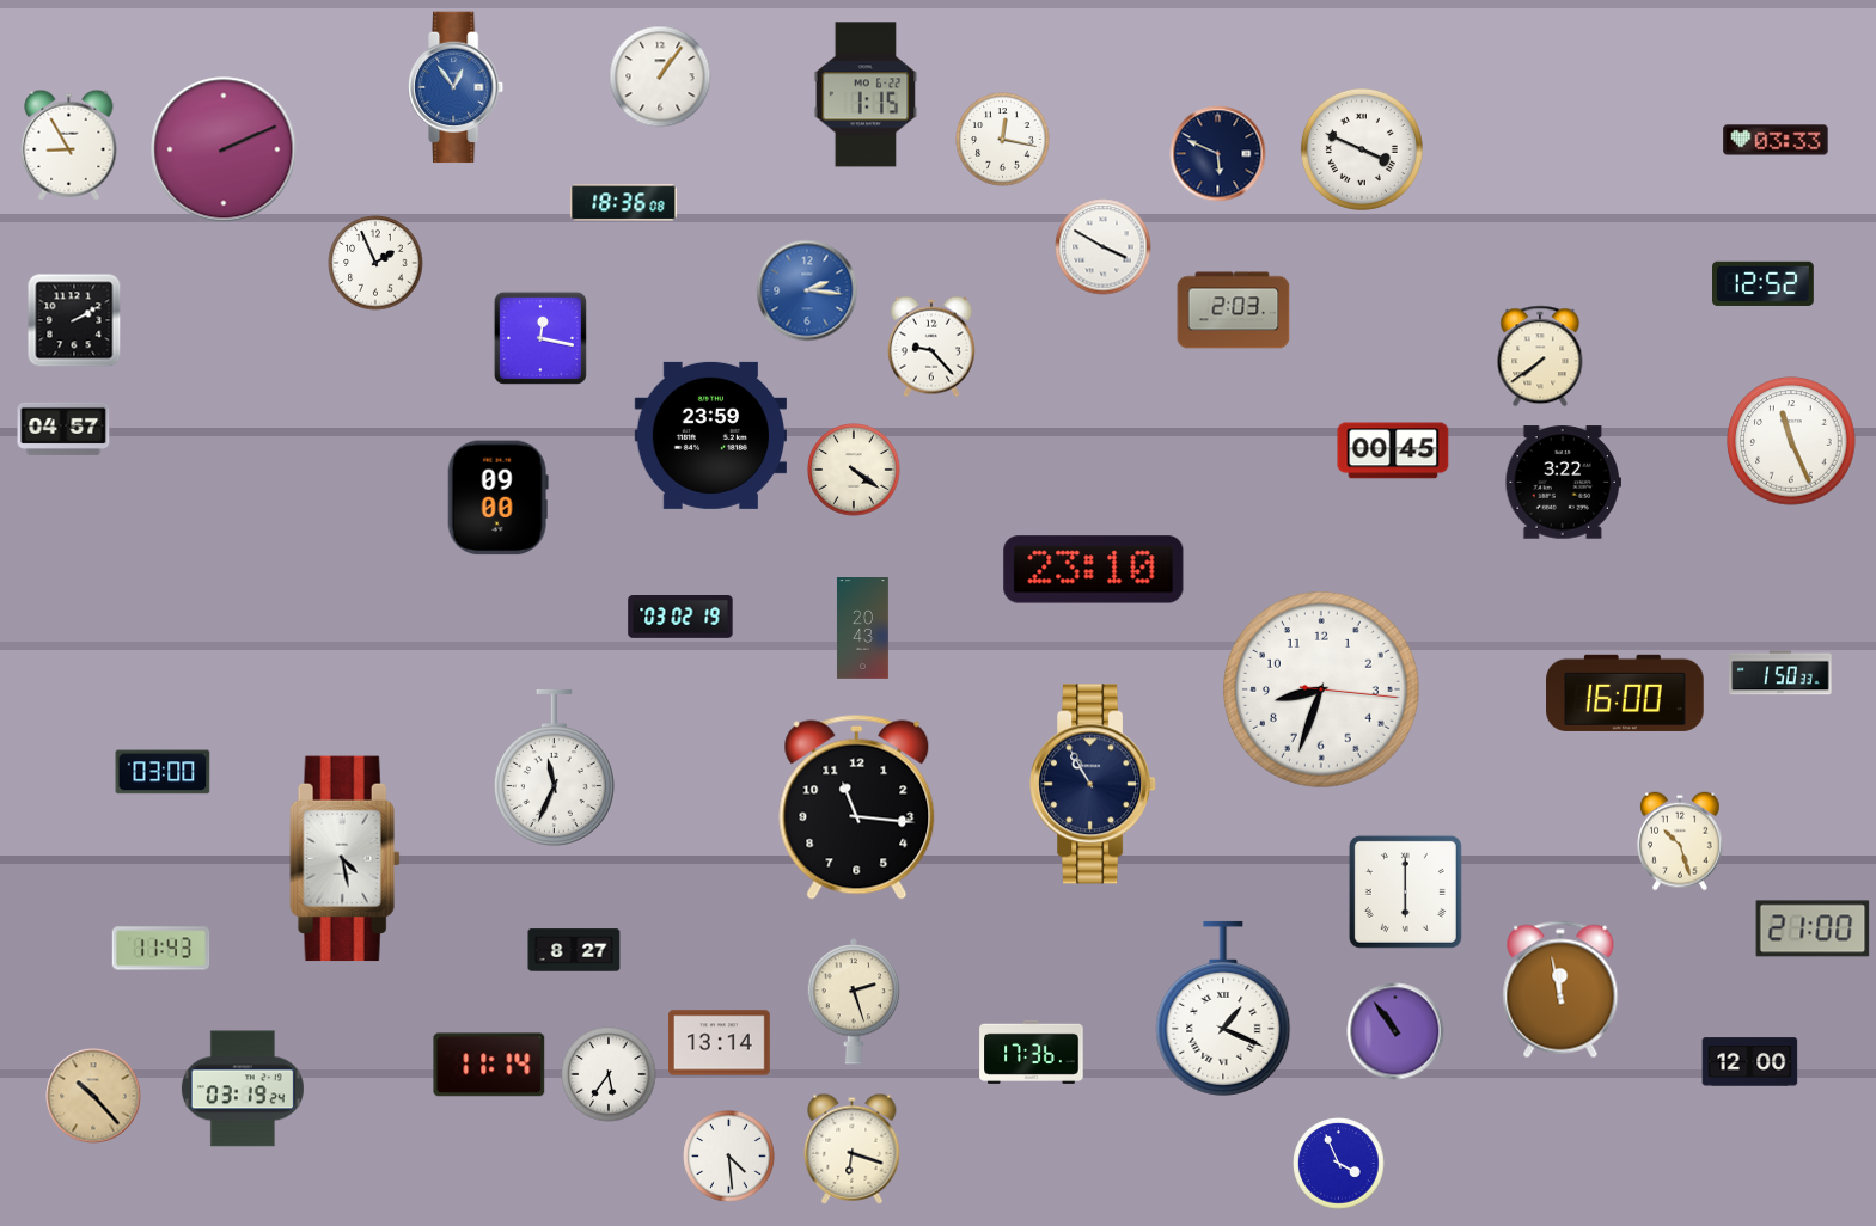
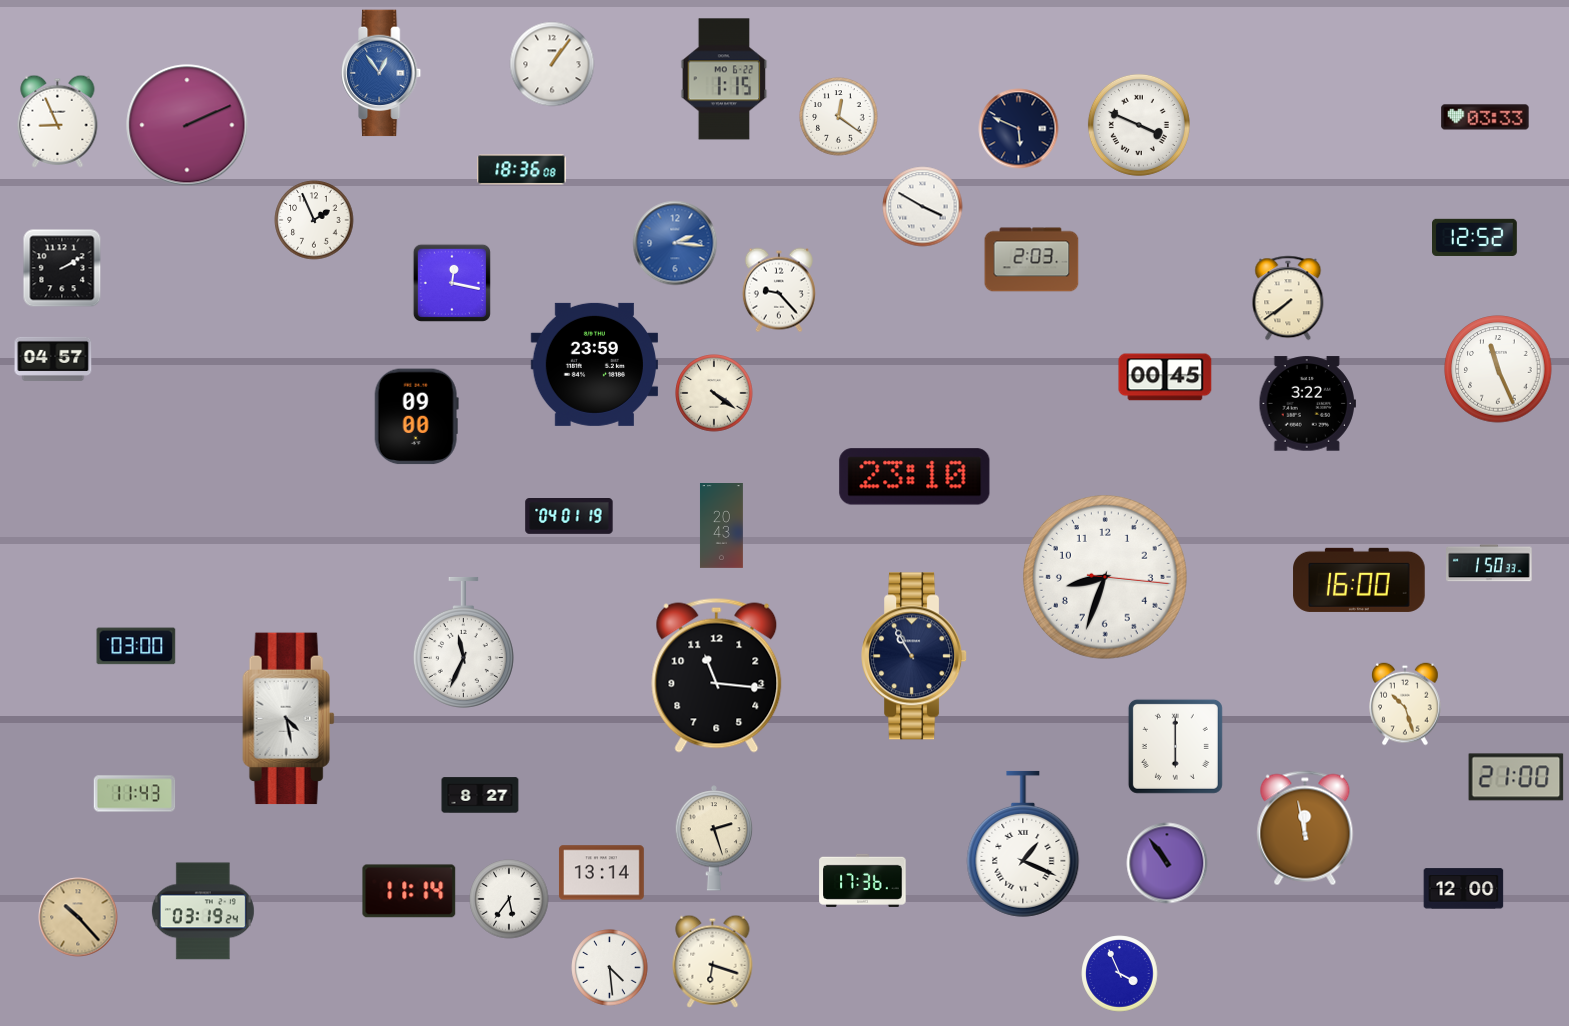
clock at (1003, 140): 12:17 -> 12:21
clock at (69, 145): 8:55 -> 8:56
clock at (680, 618): 03:02 -> 04:01
